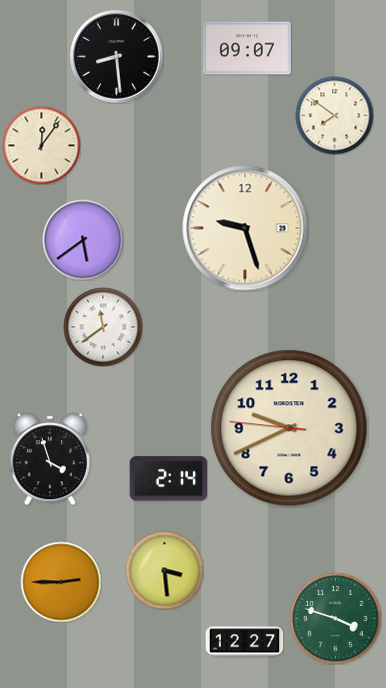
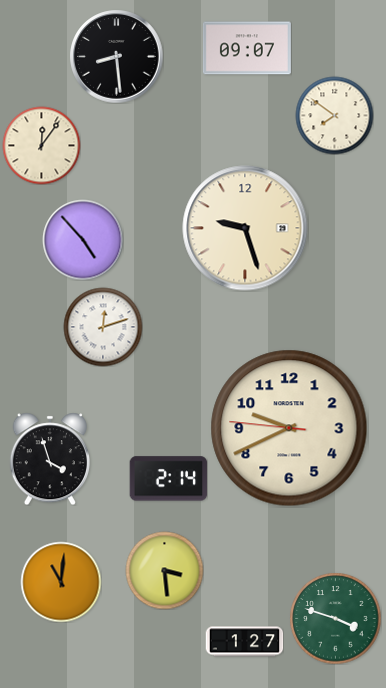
clock at (83, 240): 5:39 -> 4:53
clock at (103, 327): 11:39 -> 12:12
clock at (61, 582): 2:45 -> 11:01
clock at (244, 642): 12:27 -> 1:27
